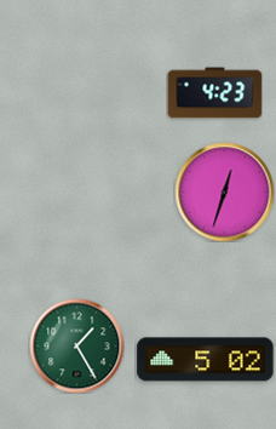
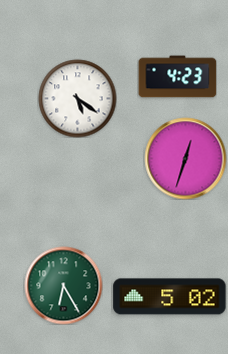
clock at (77, 98): none -> 5:21
clock at (76, 345): 1:25 -> 6:25
